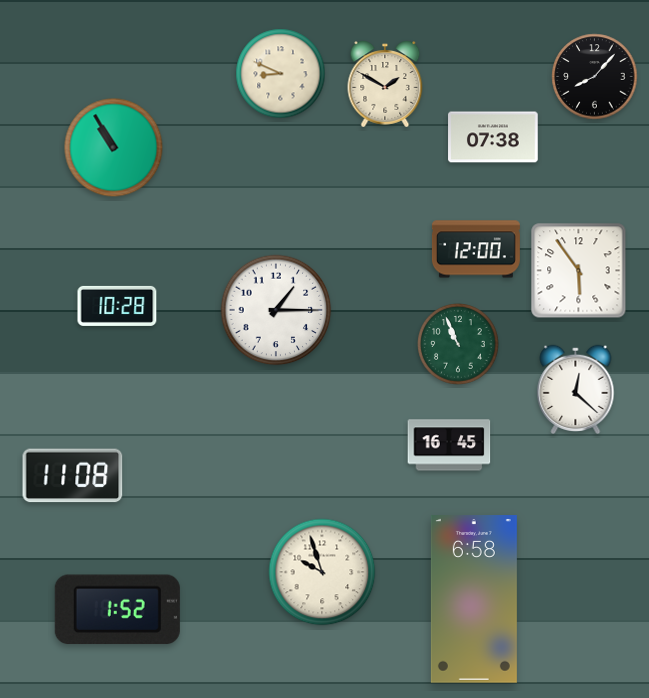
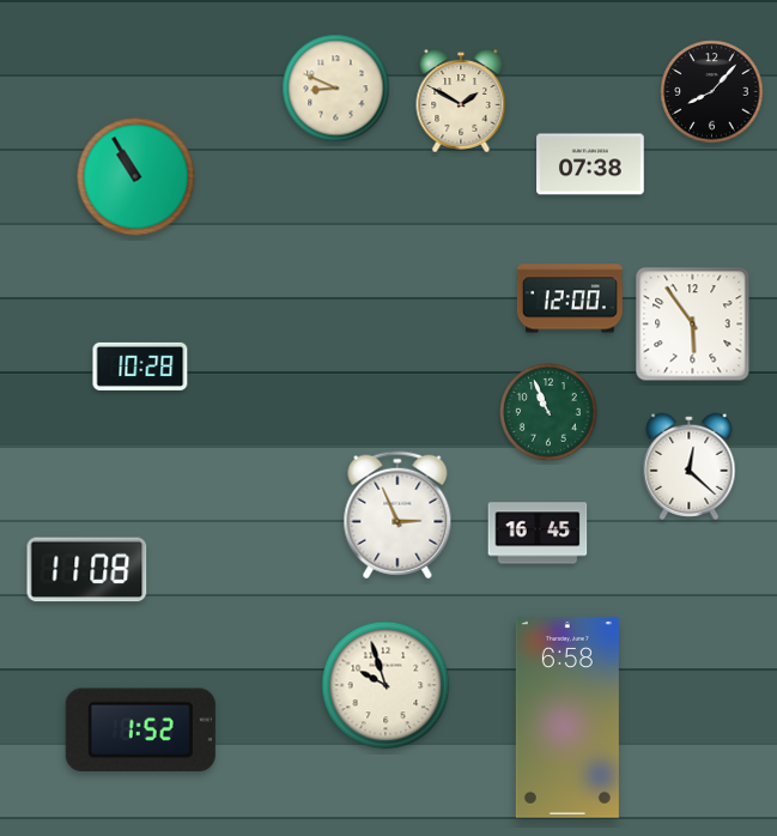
clock at (276, 310): 1:15 -> none
clock at (397, 515): none -> 2:56
